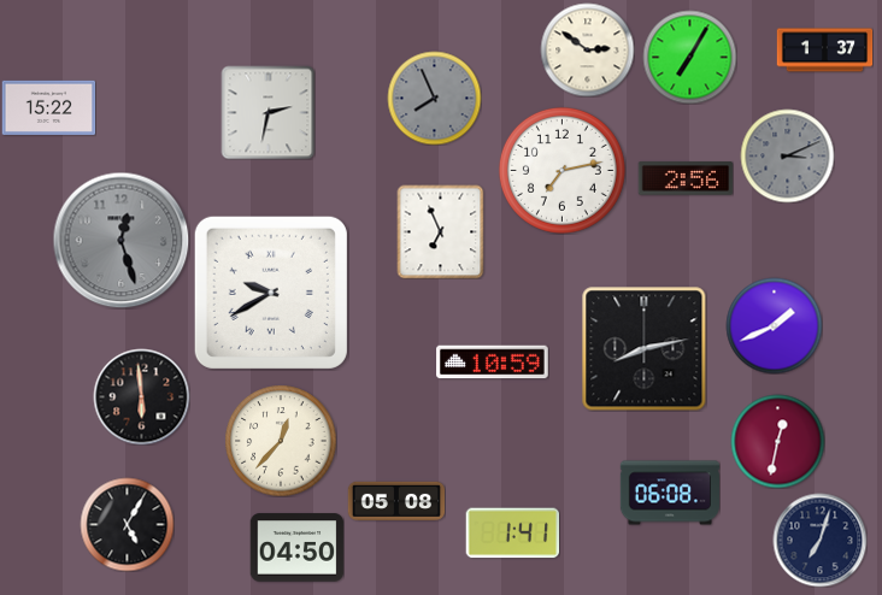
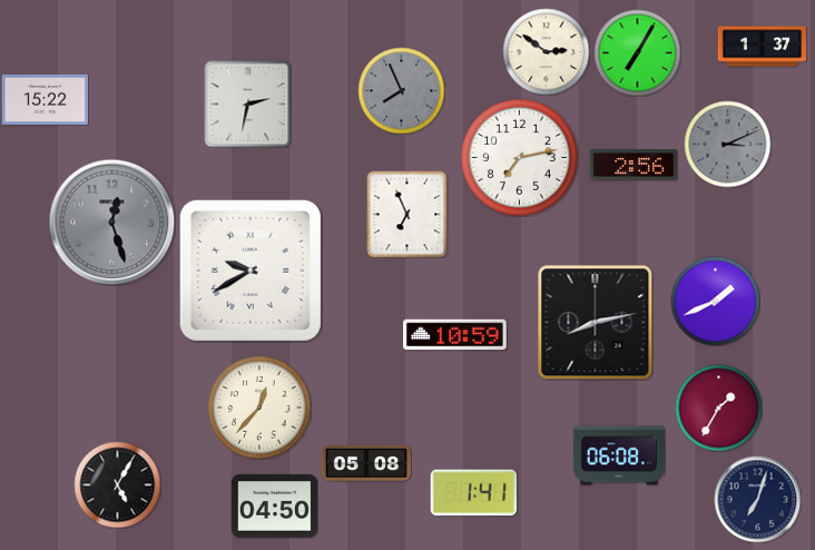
clock at (587, 49) position: (587, 49) -> (546, 51)
clock at (141, 396): 5:59 -> none
clock at (777, 441): 12:32 -> 1:35
